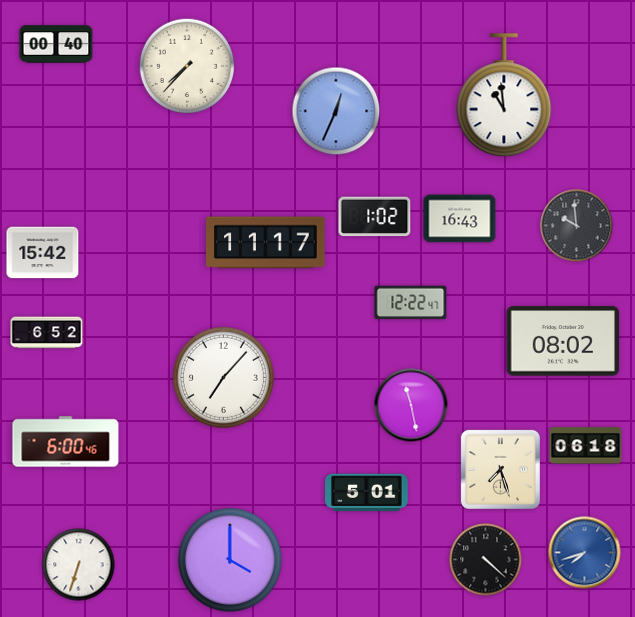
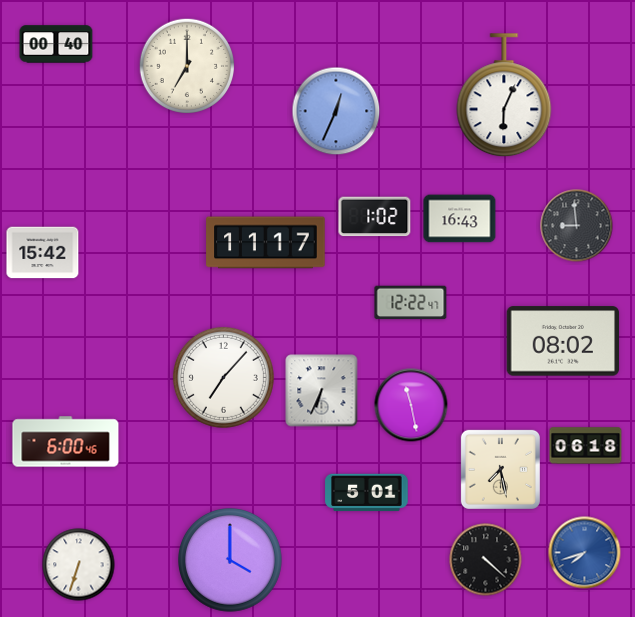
clock at (187, 66): 7:37 -> 7:00
clock at (504, 96): 10:59 -> 6:04
clock at (577, 226): 9:59 -> 8:59
clock at (47, 333): 6:52 -> none
clock at (322, 391): none -> 6:34
clock at (500, 469): 7:27 -> 7:28
